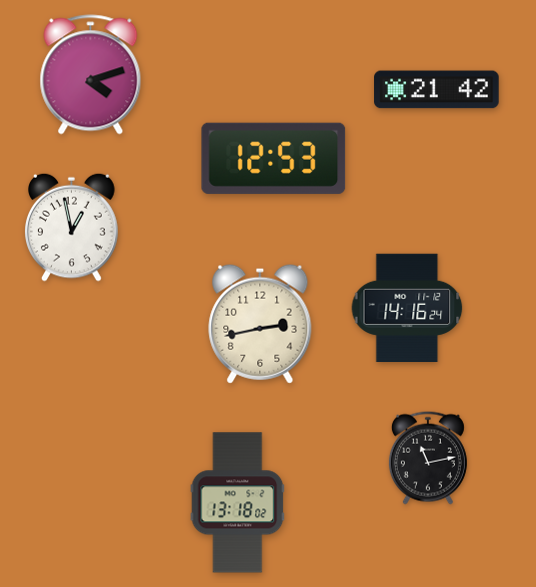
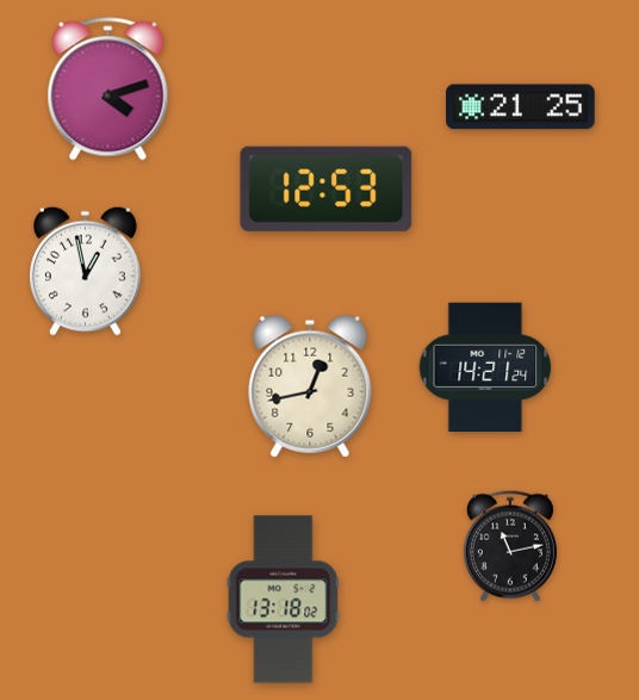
clock at (437, 90): 21:42 -> 21:25
clock at (407, 307): 14:16 -> 14:21
clock at (260, 324): 2:43 -> 12:43
